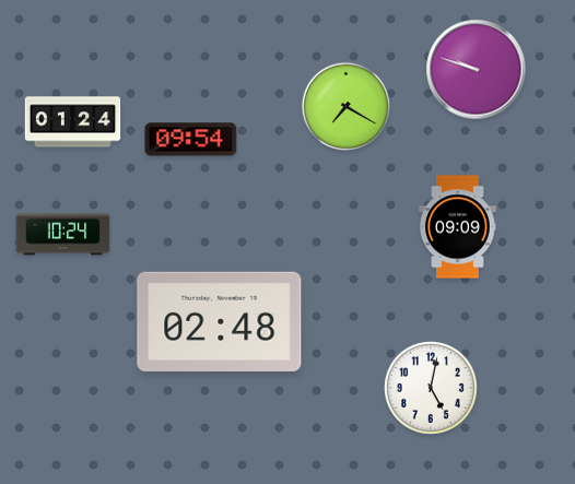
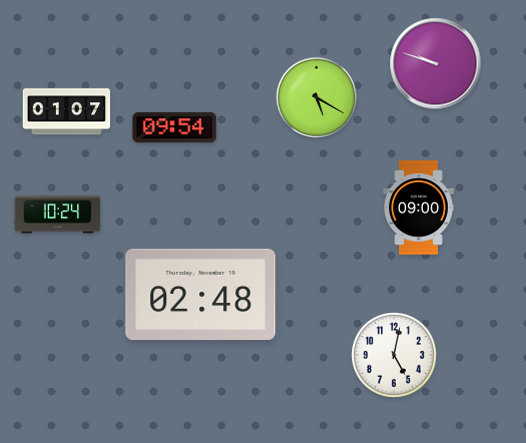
clock at (347, 107): 7:20 -> 5:20
clock at (73, 122): 01:24 -> 01:07
clock at (458, 227): 09:09 -> 09:00
